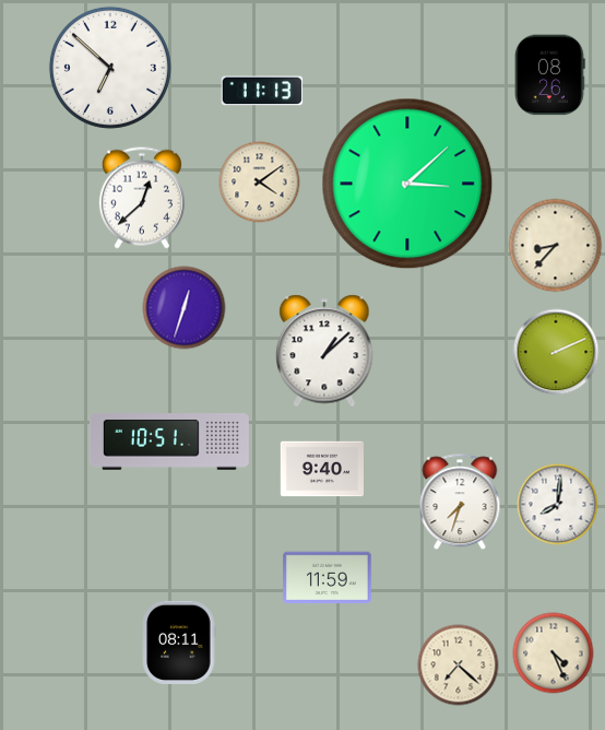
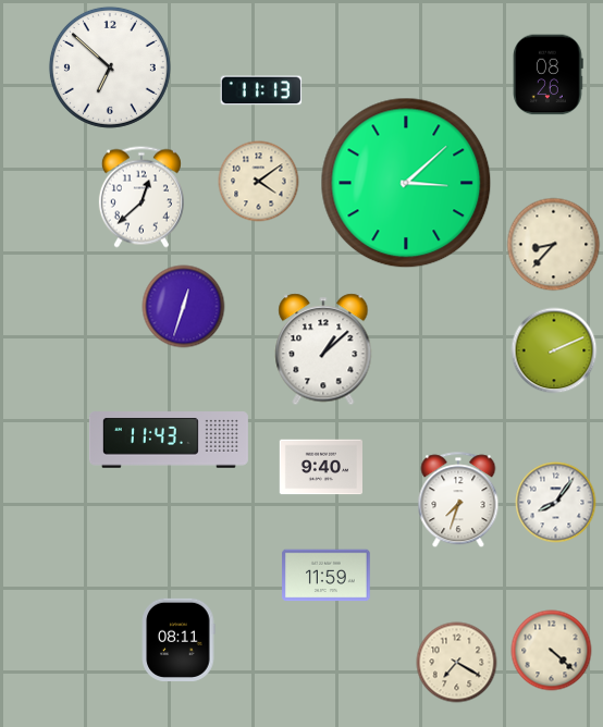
clock at (169, 441): 10:51 -> 11:43
clock at (558, 505): 8:01 -> 8:06
clock at (554, 654): 4:26 -> 4:22
clock at (459, 666): 7:22 -> 7:20
